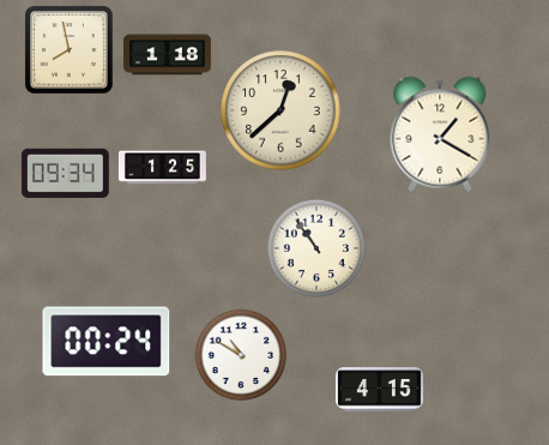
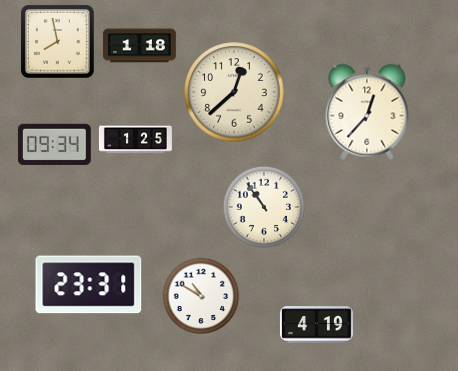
clock at (440, 134): 1:20 -> 12:37
clock at (107, 342): 00:24 -> 23:31
clock at (379, 390): 4:15 -> 4:19
